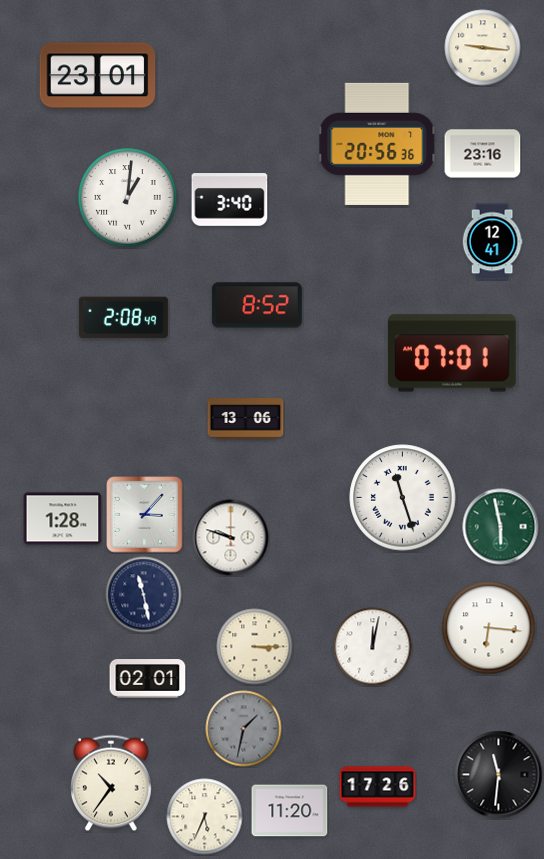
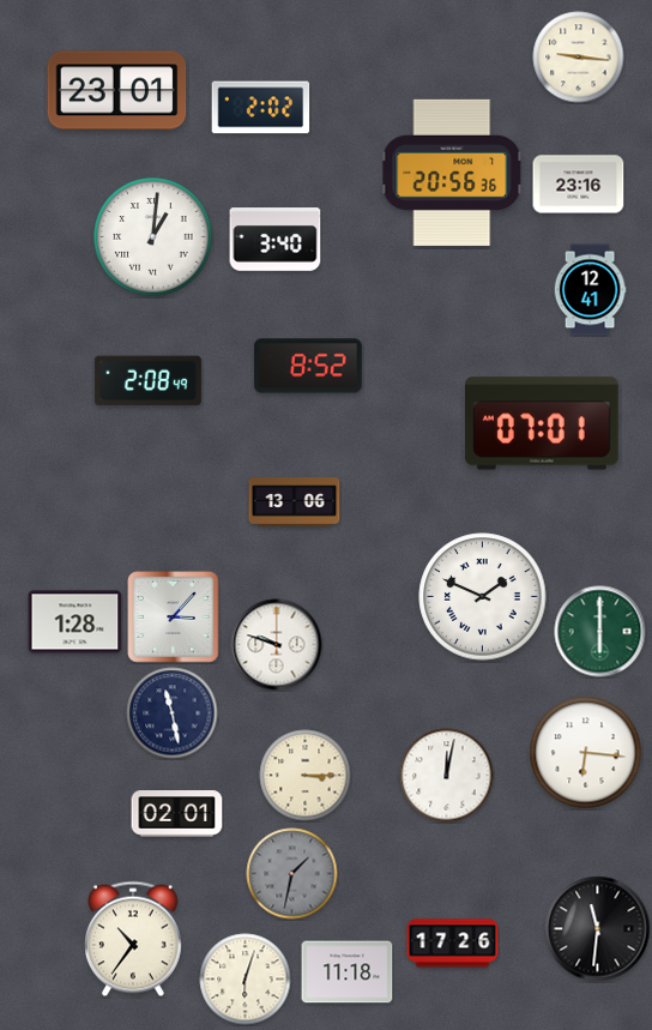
clock at (261, 108): none -> 2:02
clock at (403, 498): 11:27 -> 1:49
clock at (501, 527): 5:58 -> 6:00
clock at (290, 811): 11:20 -> 11:18
clock at (205, 817): 5:34 -> 6:03
